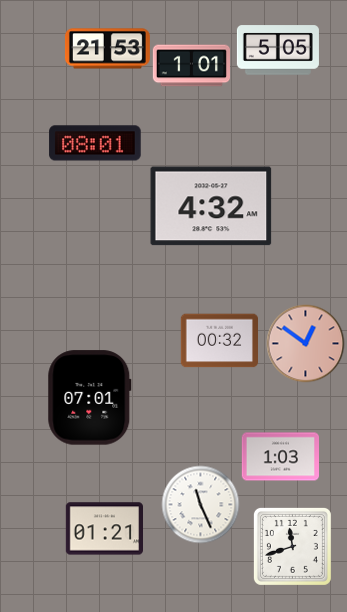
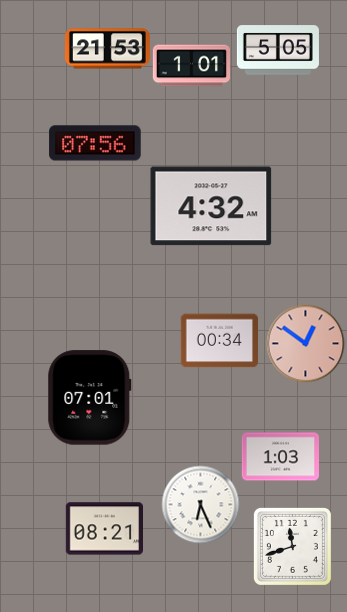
clock at (95, 143): 08:01 -> 07:56
clock at (219, 341): 00:32 -> 00:34
clock at (200, 504): 11:26 -> 6:26
clock at (104, 529): 01:21 -> 08:21
